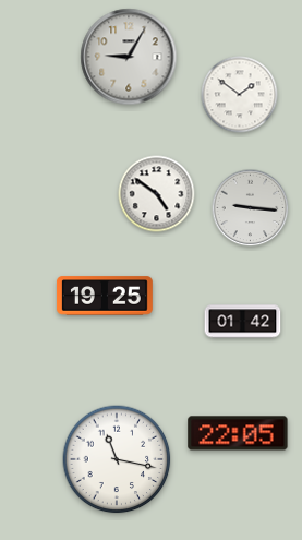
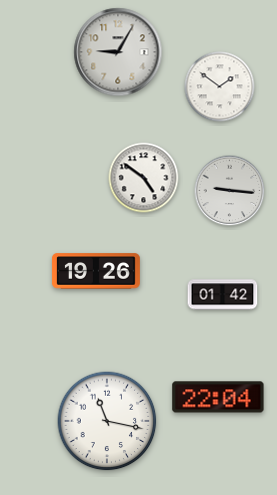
clock at (105, 296): 19:25 -> 19:26
clock at (238, 433): 22:05 -> 22:04
